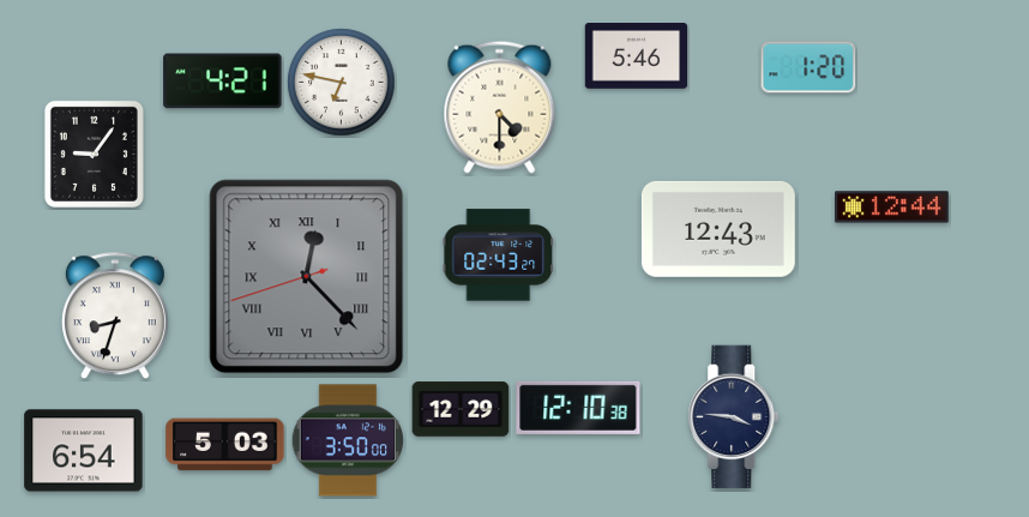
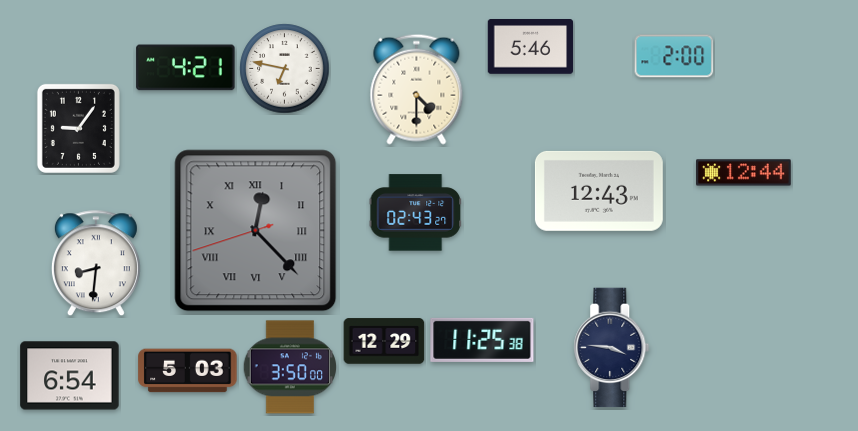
clock at (808, 67): 1:20 -> 2:00
clock at (115, 317): 8:33 -> 8:31
clock at (578, 408): 12:10 -> 11:25
